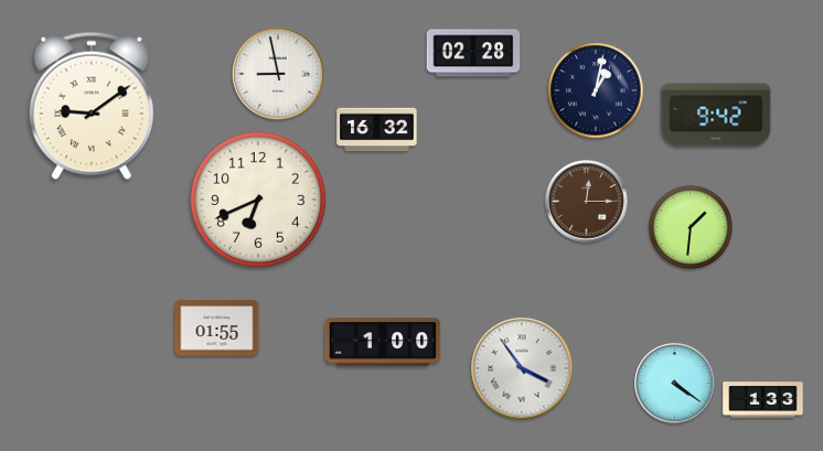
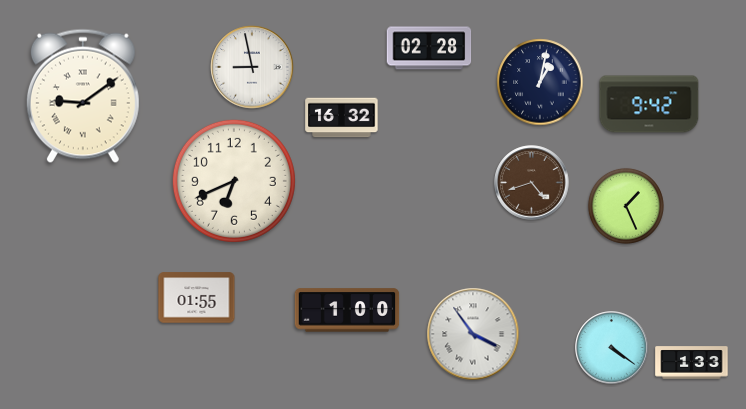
clock at (587, 202): 12:15 -> 4:42
clock at (691, 227): 1:31 -> 1:26
